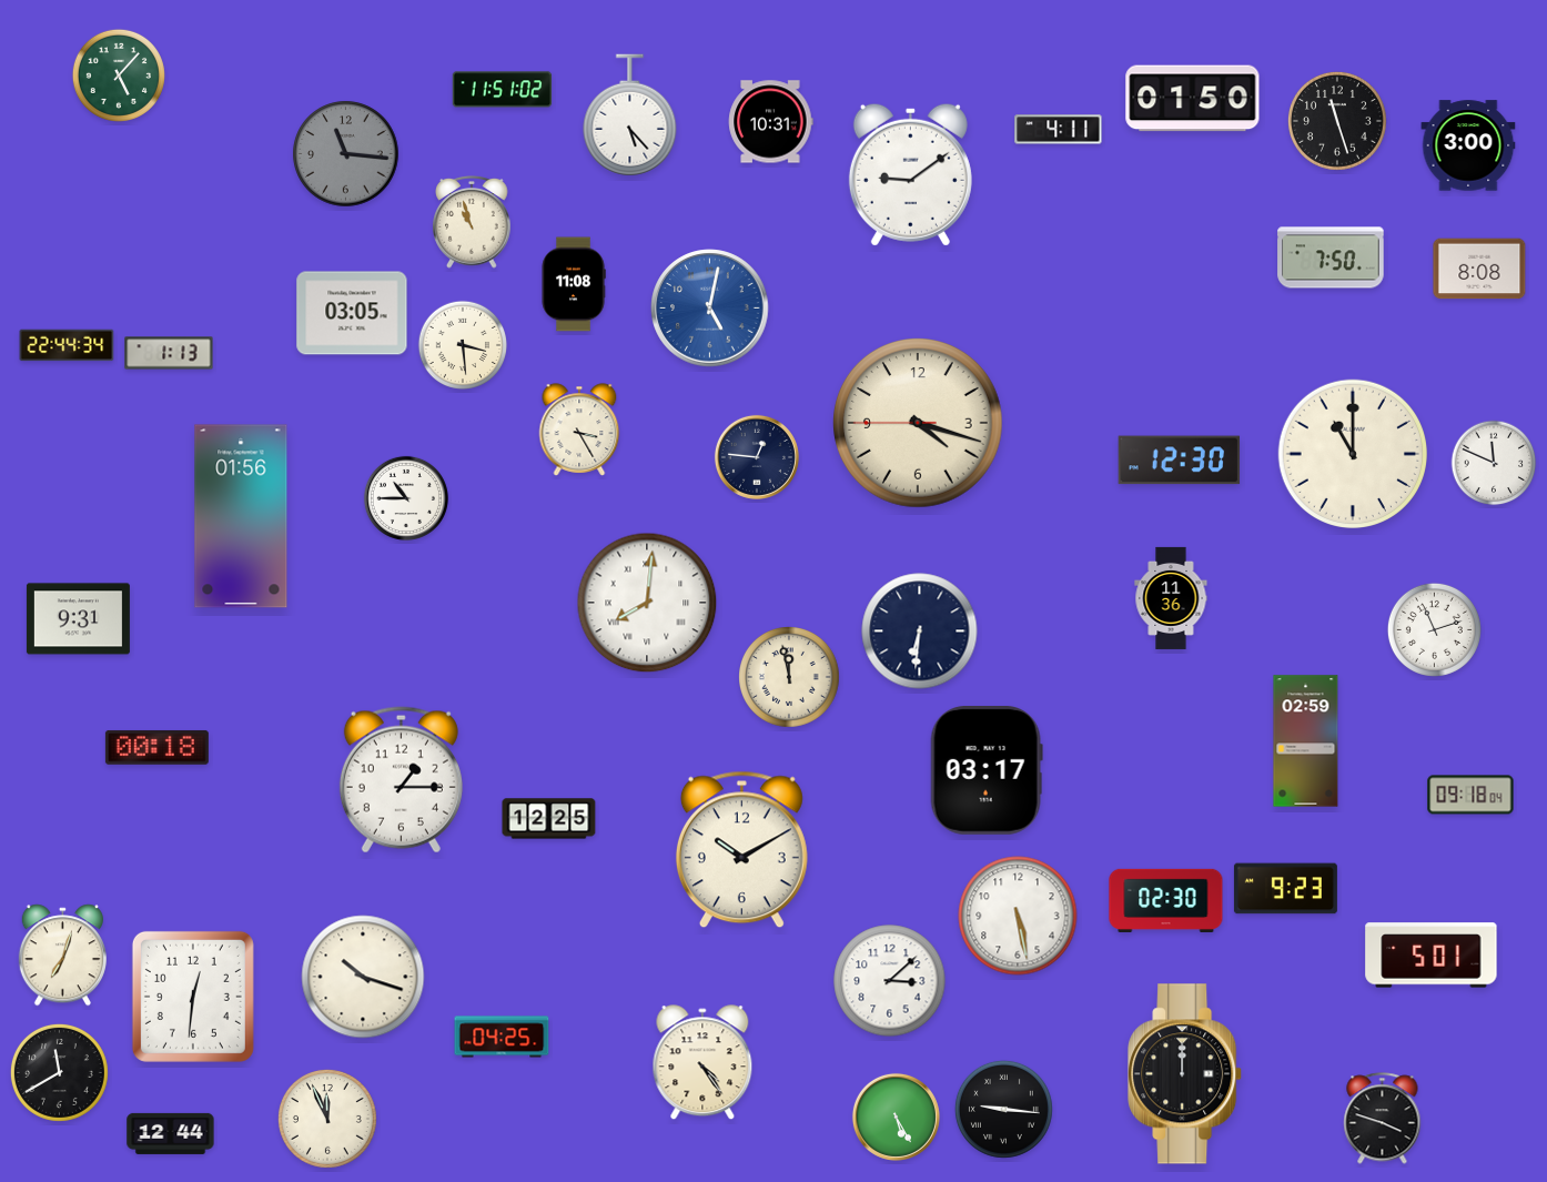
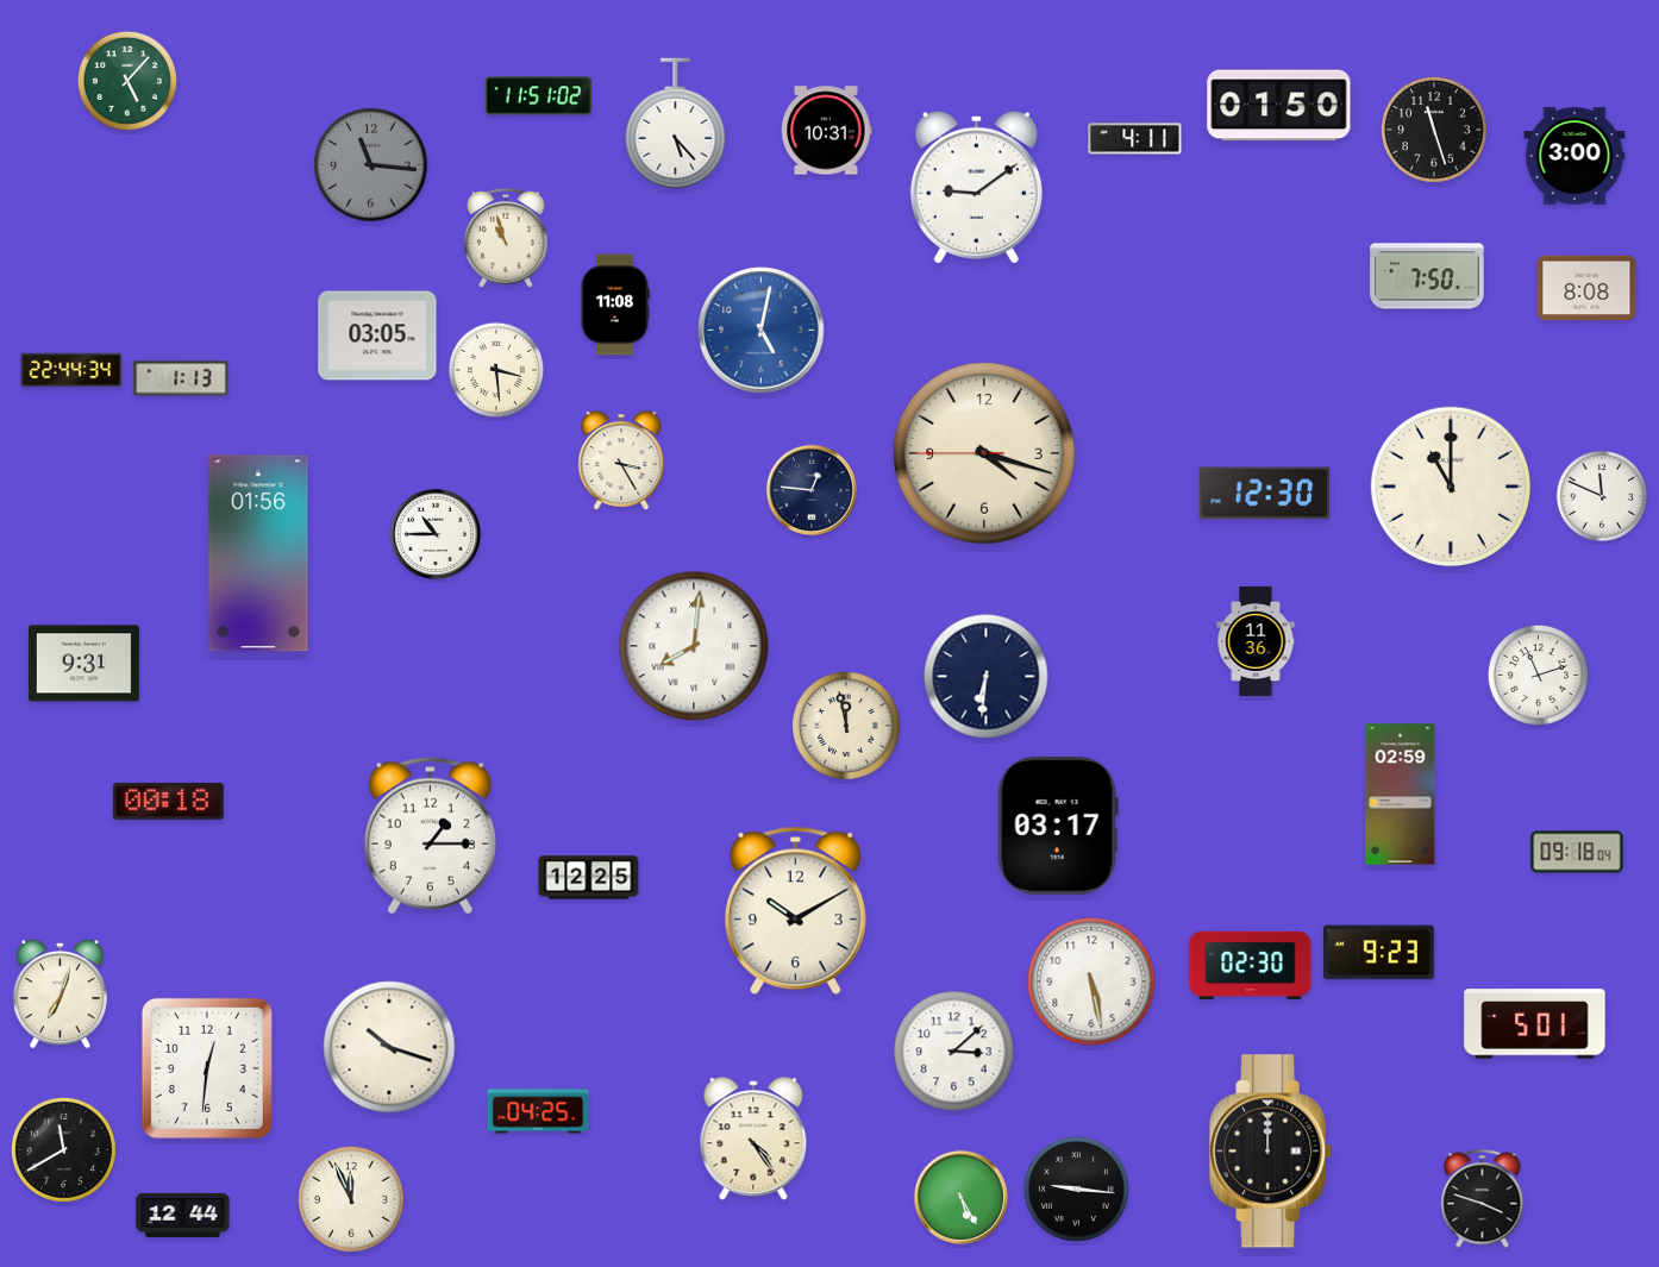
clock at (62, 956) position: (62, 956) -> (60, 995)
